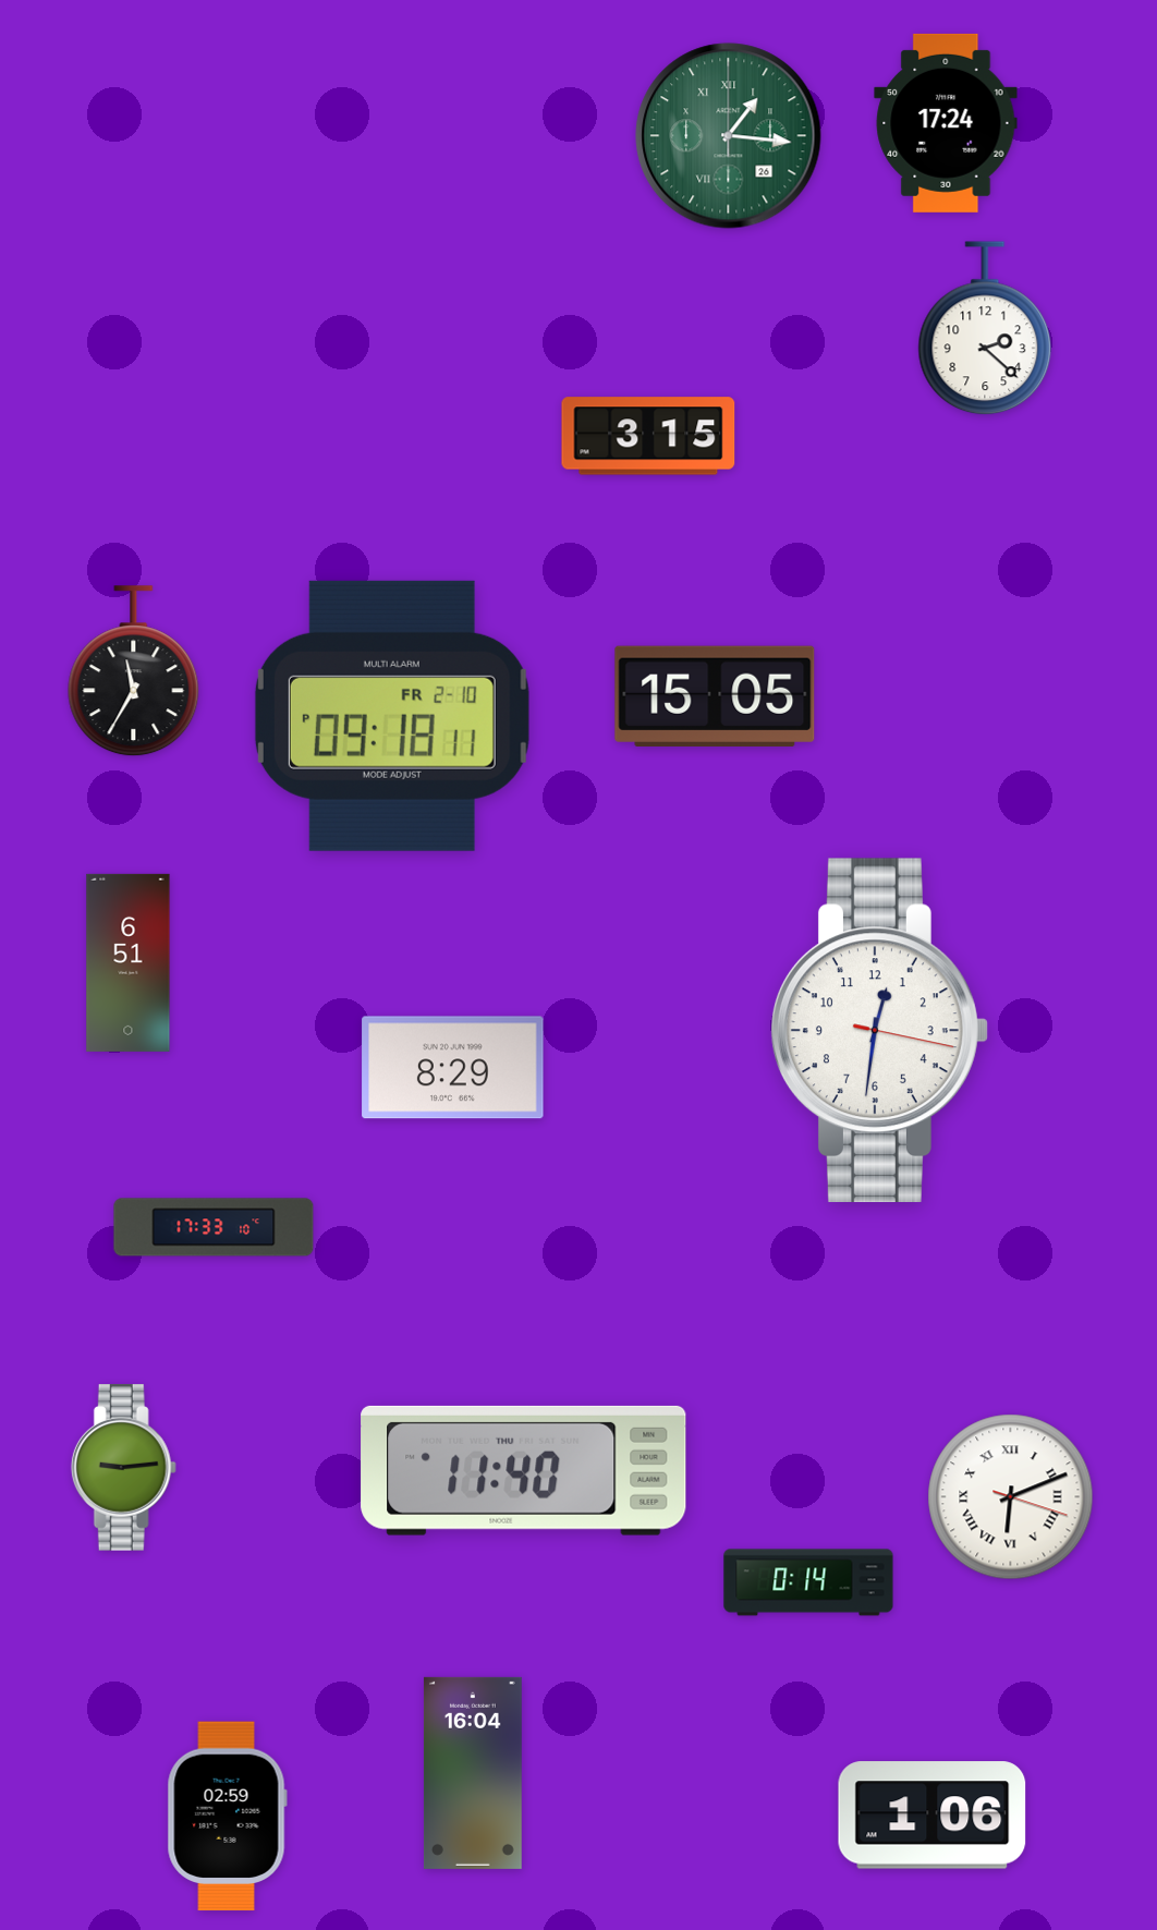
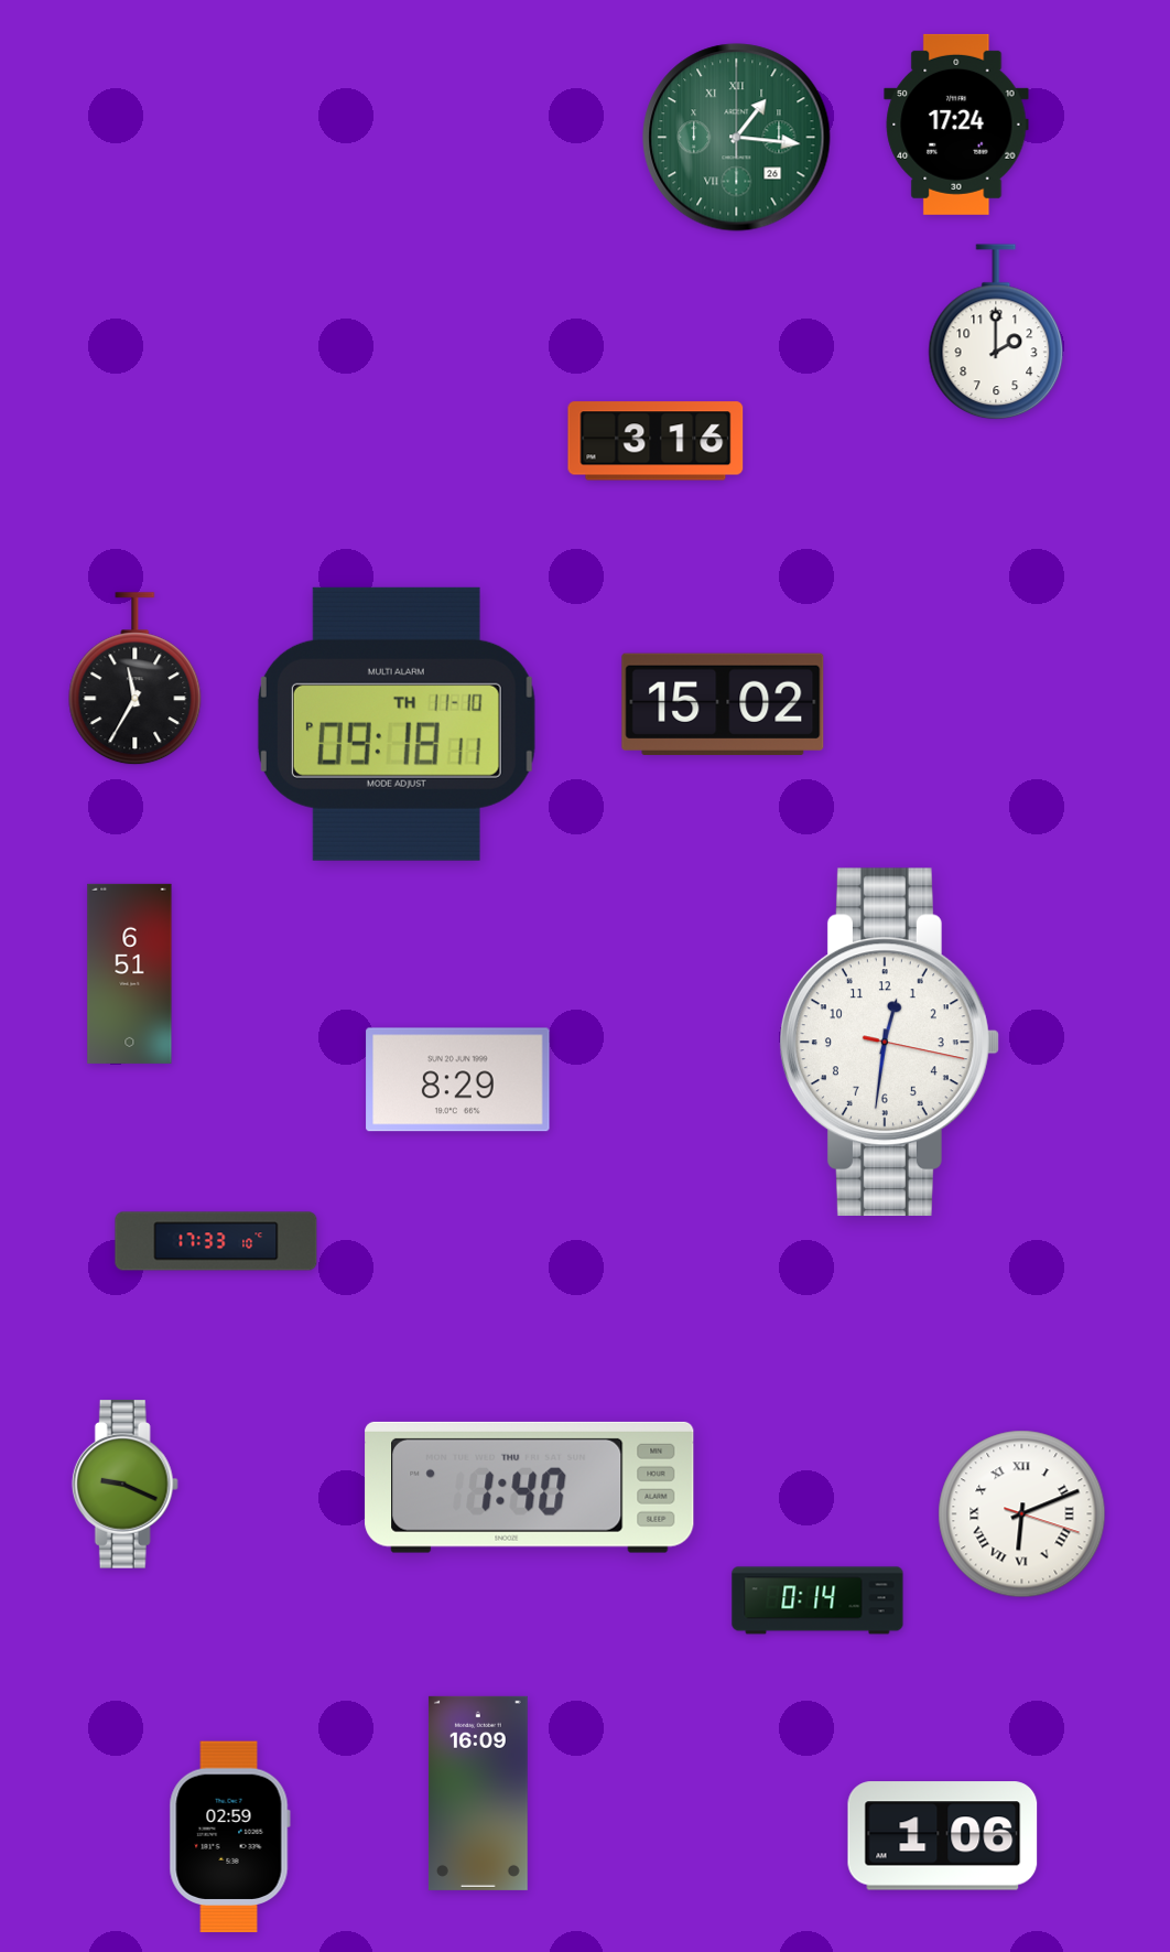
clock at (985, 329): 2:22 -> 2:00
clock at (648, 436): 3:15 -> 3:16
clock at (715, 696): 15:05 -> 15:02
clock at (392, 716) date: FR 2-10 -> TH 11-10
clock at (123, 1468): 9:14 -> 9:19
clock at (524, 1470): 11:40 -> 1:40
clock at (473, 1773): 16:04 -> 16:09
